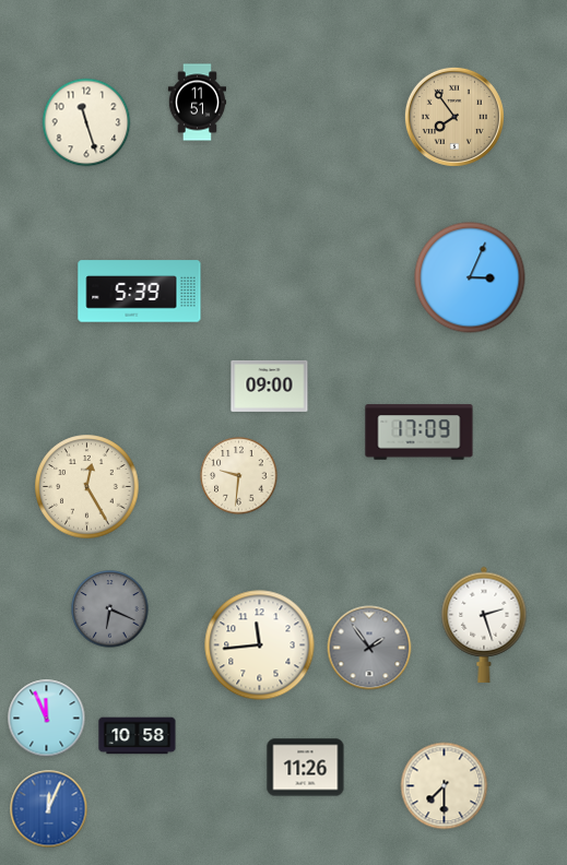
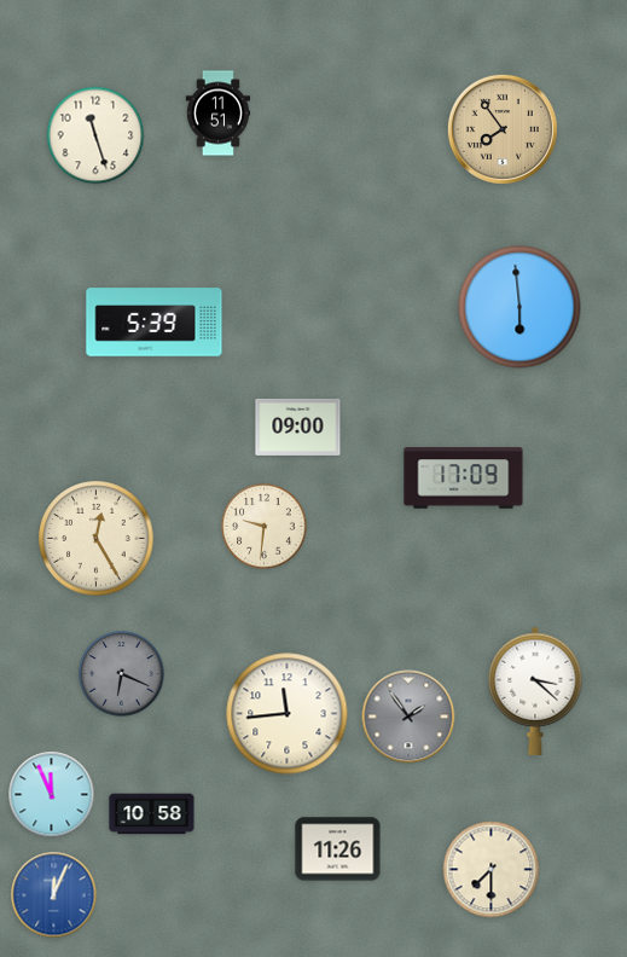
clock at (470, 277): 3:04 -> 5:59
clock at (484, 625): 2:27 -> 3:22
